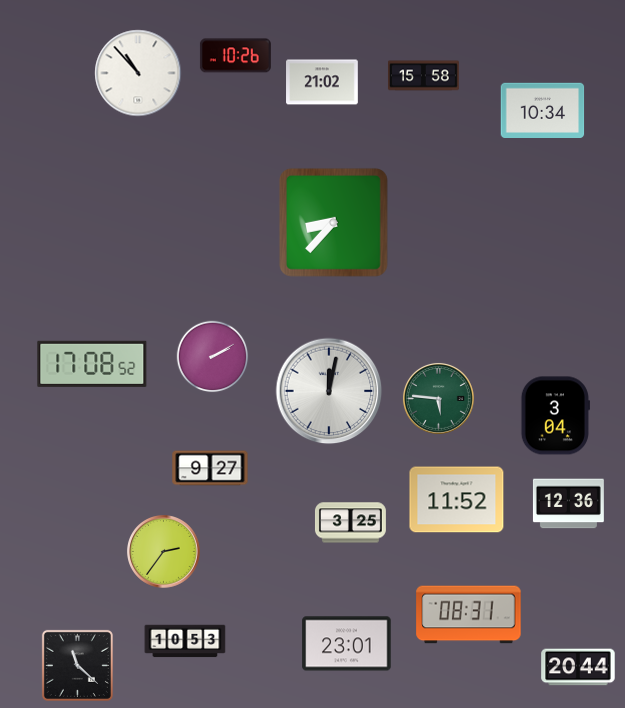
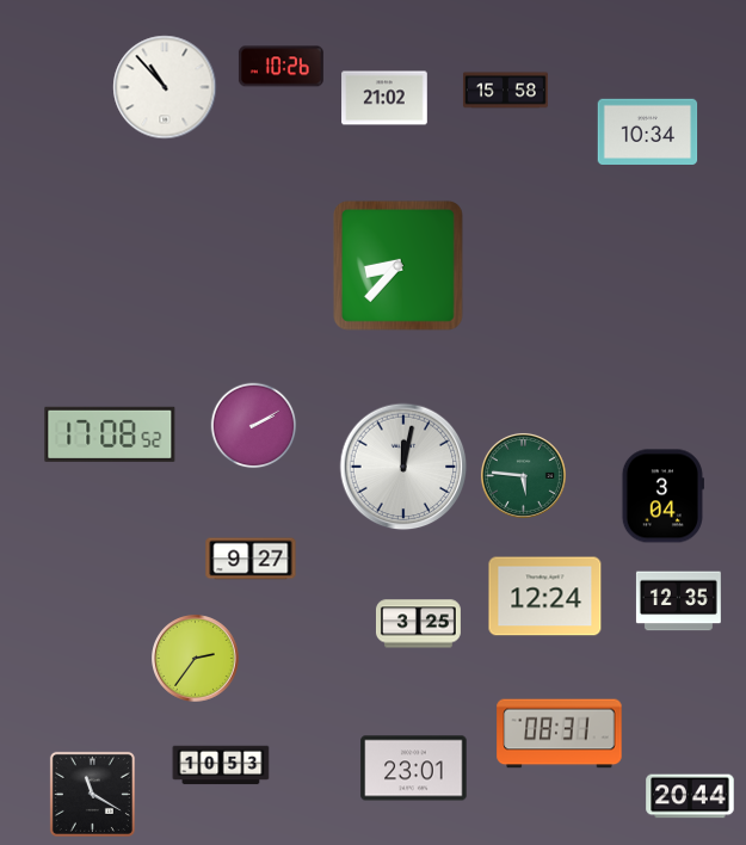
clock at (329, 391) position: (329, 391) -> (403, 467)
clock at (457, 500): 11:52 -> 12:24
clock at (568, 504): 12:36 -> 12:35
clock at (77, 665): 11:22 -> 11:20
